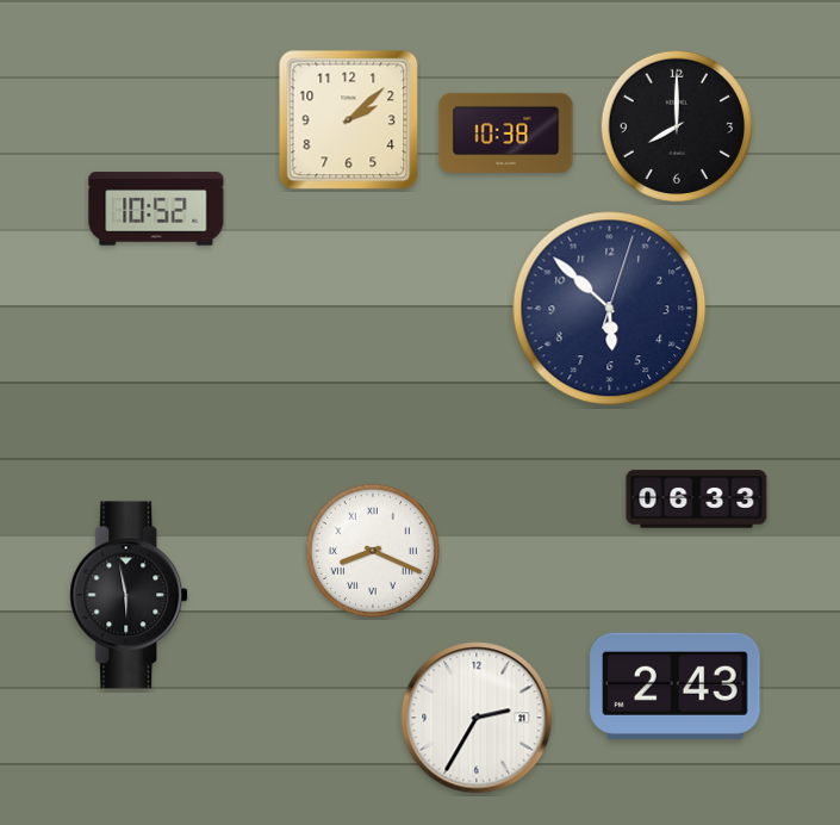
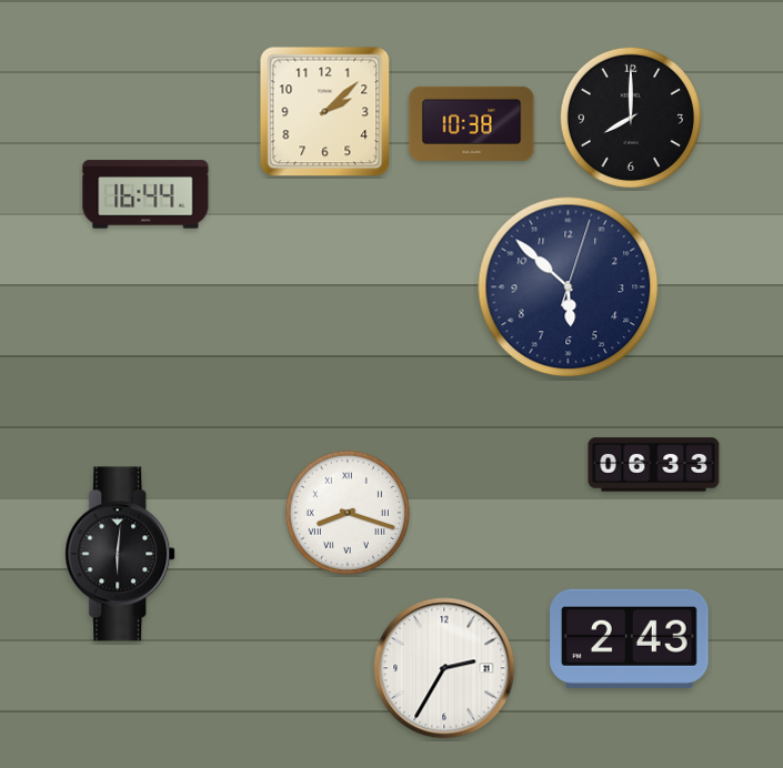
clock at (156, 209): 10:52 -> 16:44
clock at (697, 500) position: (697, 500) -> (654, 465)
clock at (373, 551): 8:19 -> 8:18
clock at (130, 595): 5:58 -> 6:01
